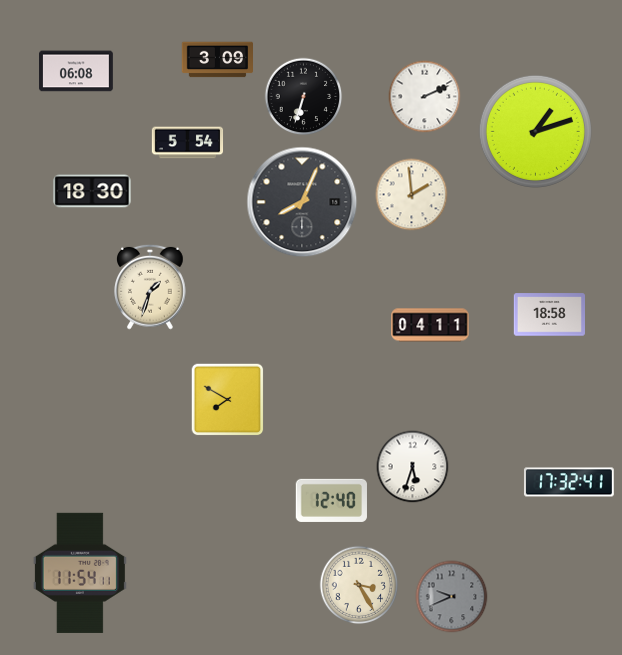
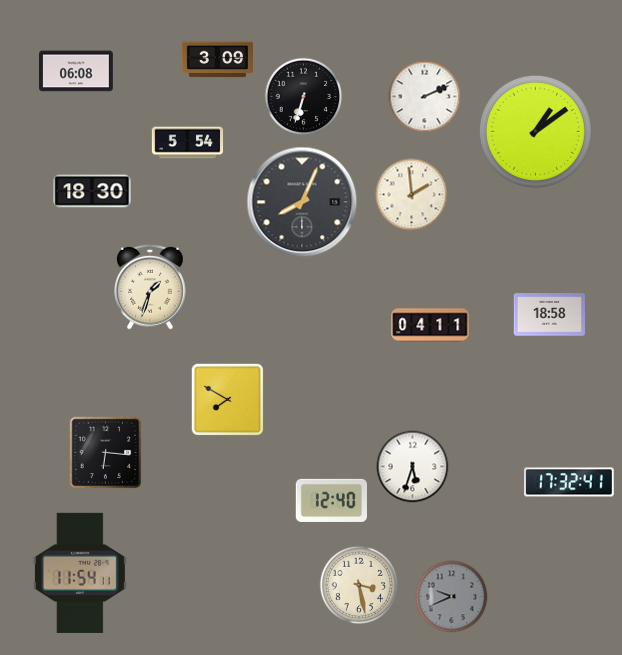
clock at (535, 131): 1:12 -> 1:09
clock at (106, 453): none -> 6:16
clock at (359, 585): 3:25 -> 3:28
